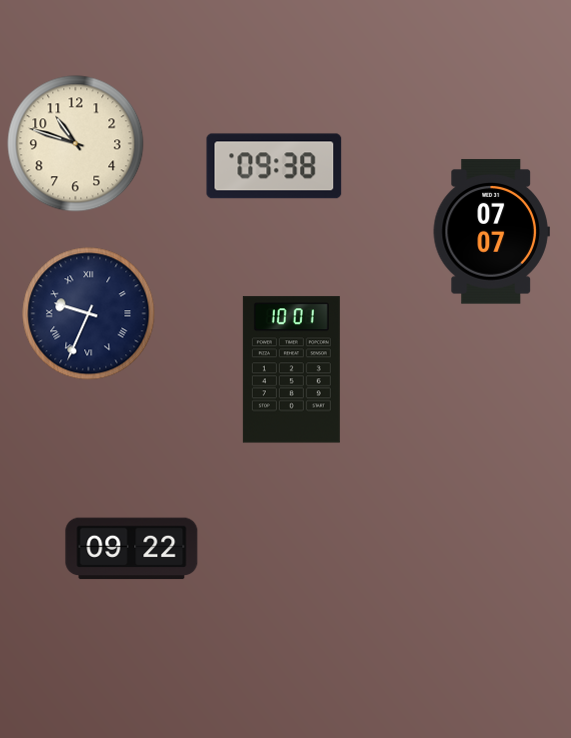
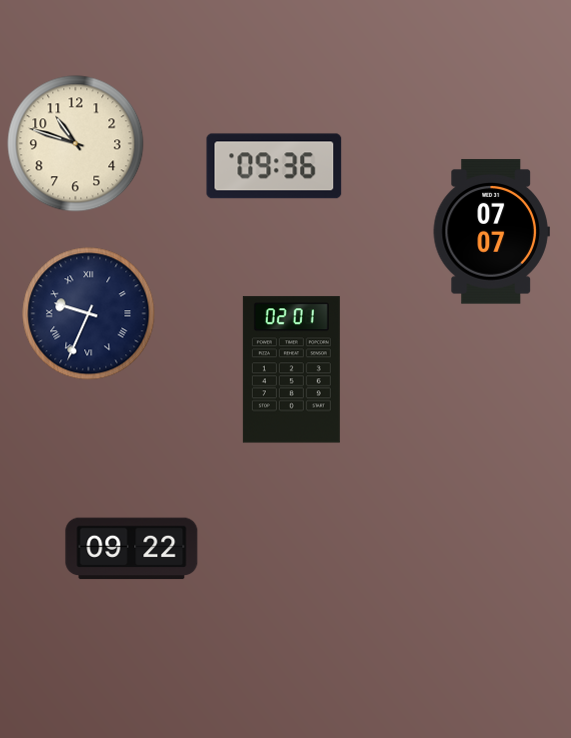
clock at (274, 166): 09:38 -> 09:36
clock at (291, 370): 10:01 -> 02:01
